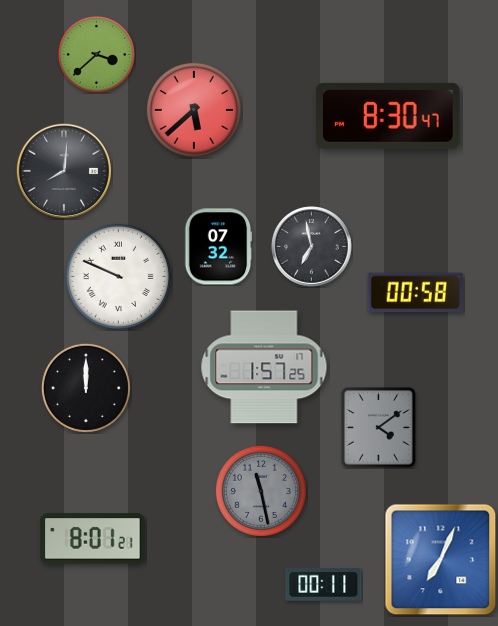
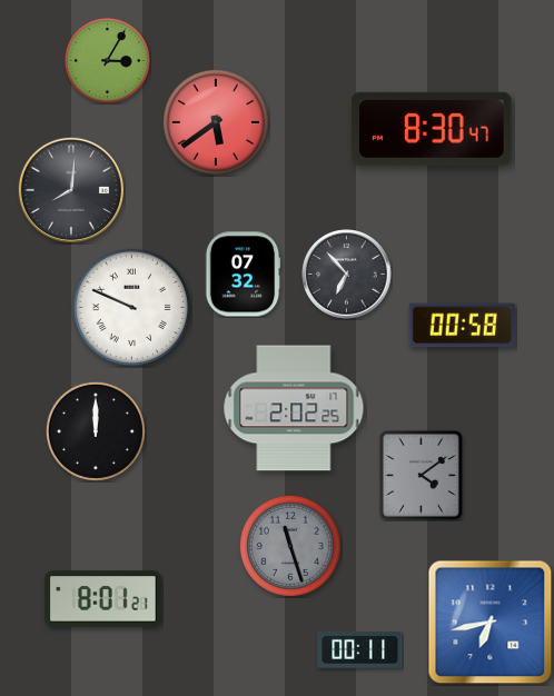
clock at (97, 55): 3:38 -> 3:05
clock at (194, 110): 5:38 -> 5:39
clock at (312, 247): 6:58 -> 6:53
clock at (264, 367): 1:57 -> 2:02
clock at (261, 491): 11:28 -> 11:27
clock at (441, 560): 7:04 -> 6:43
